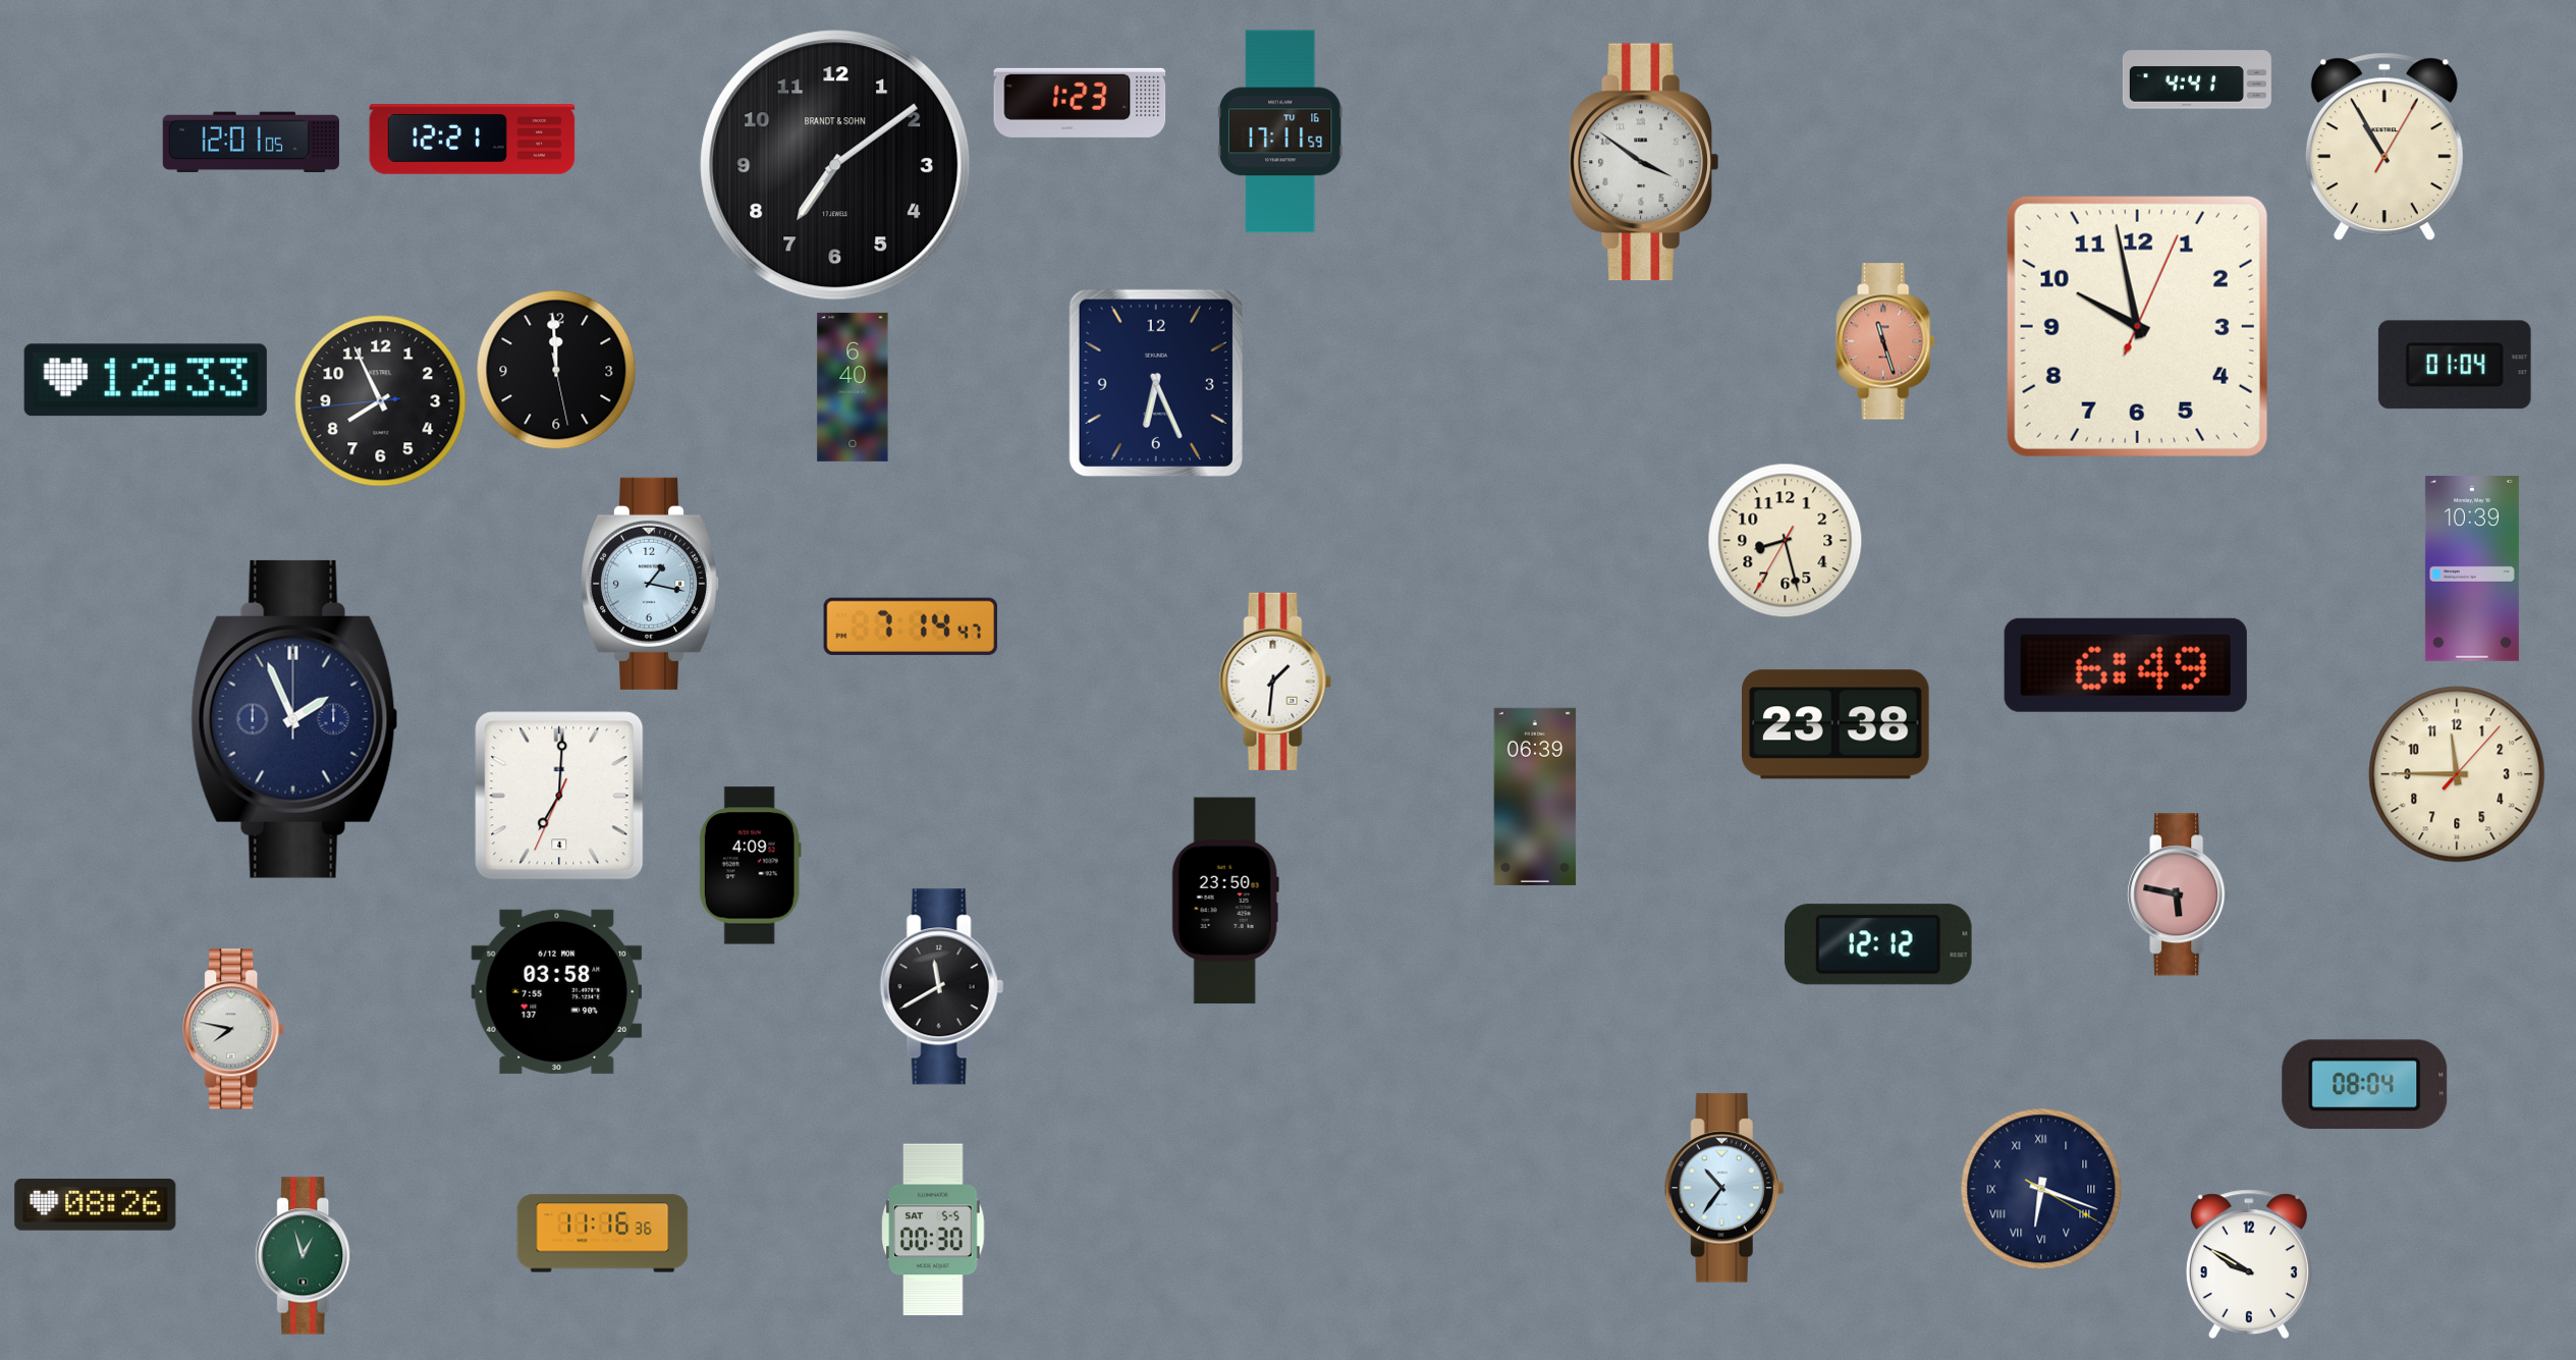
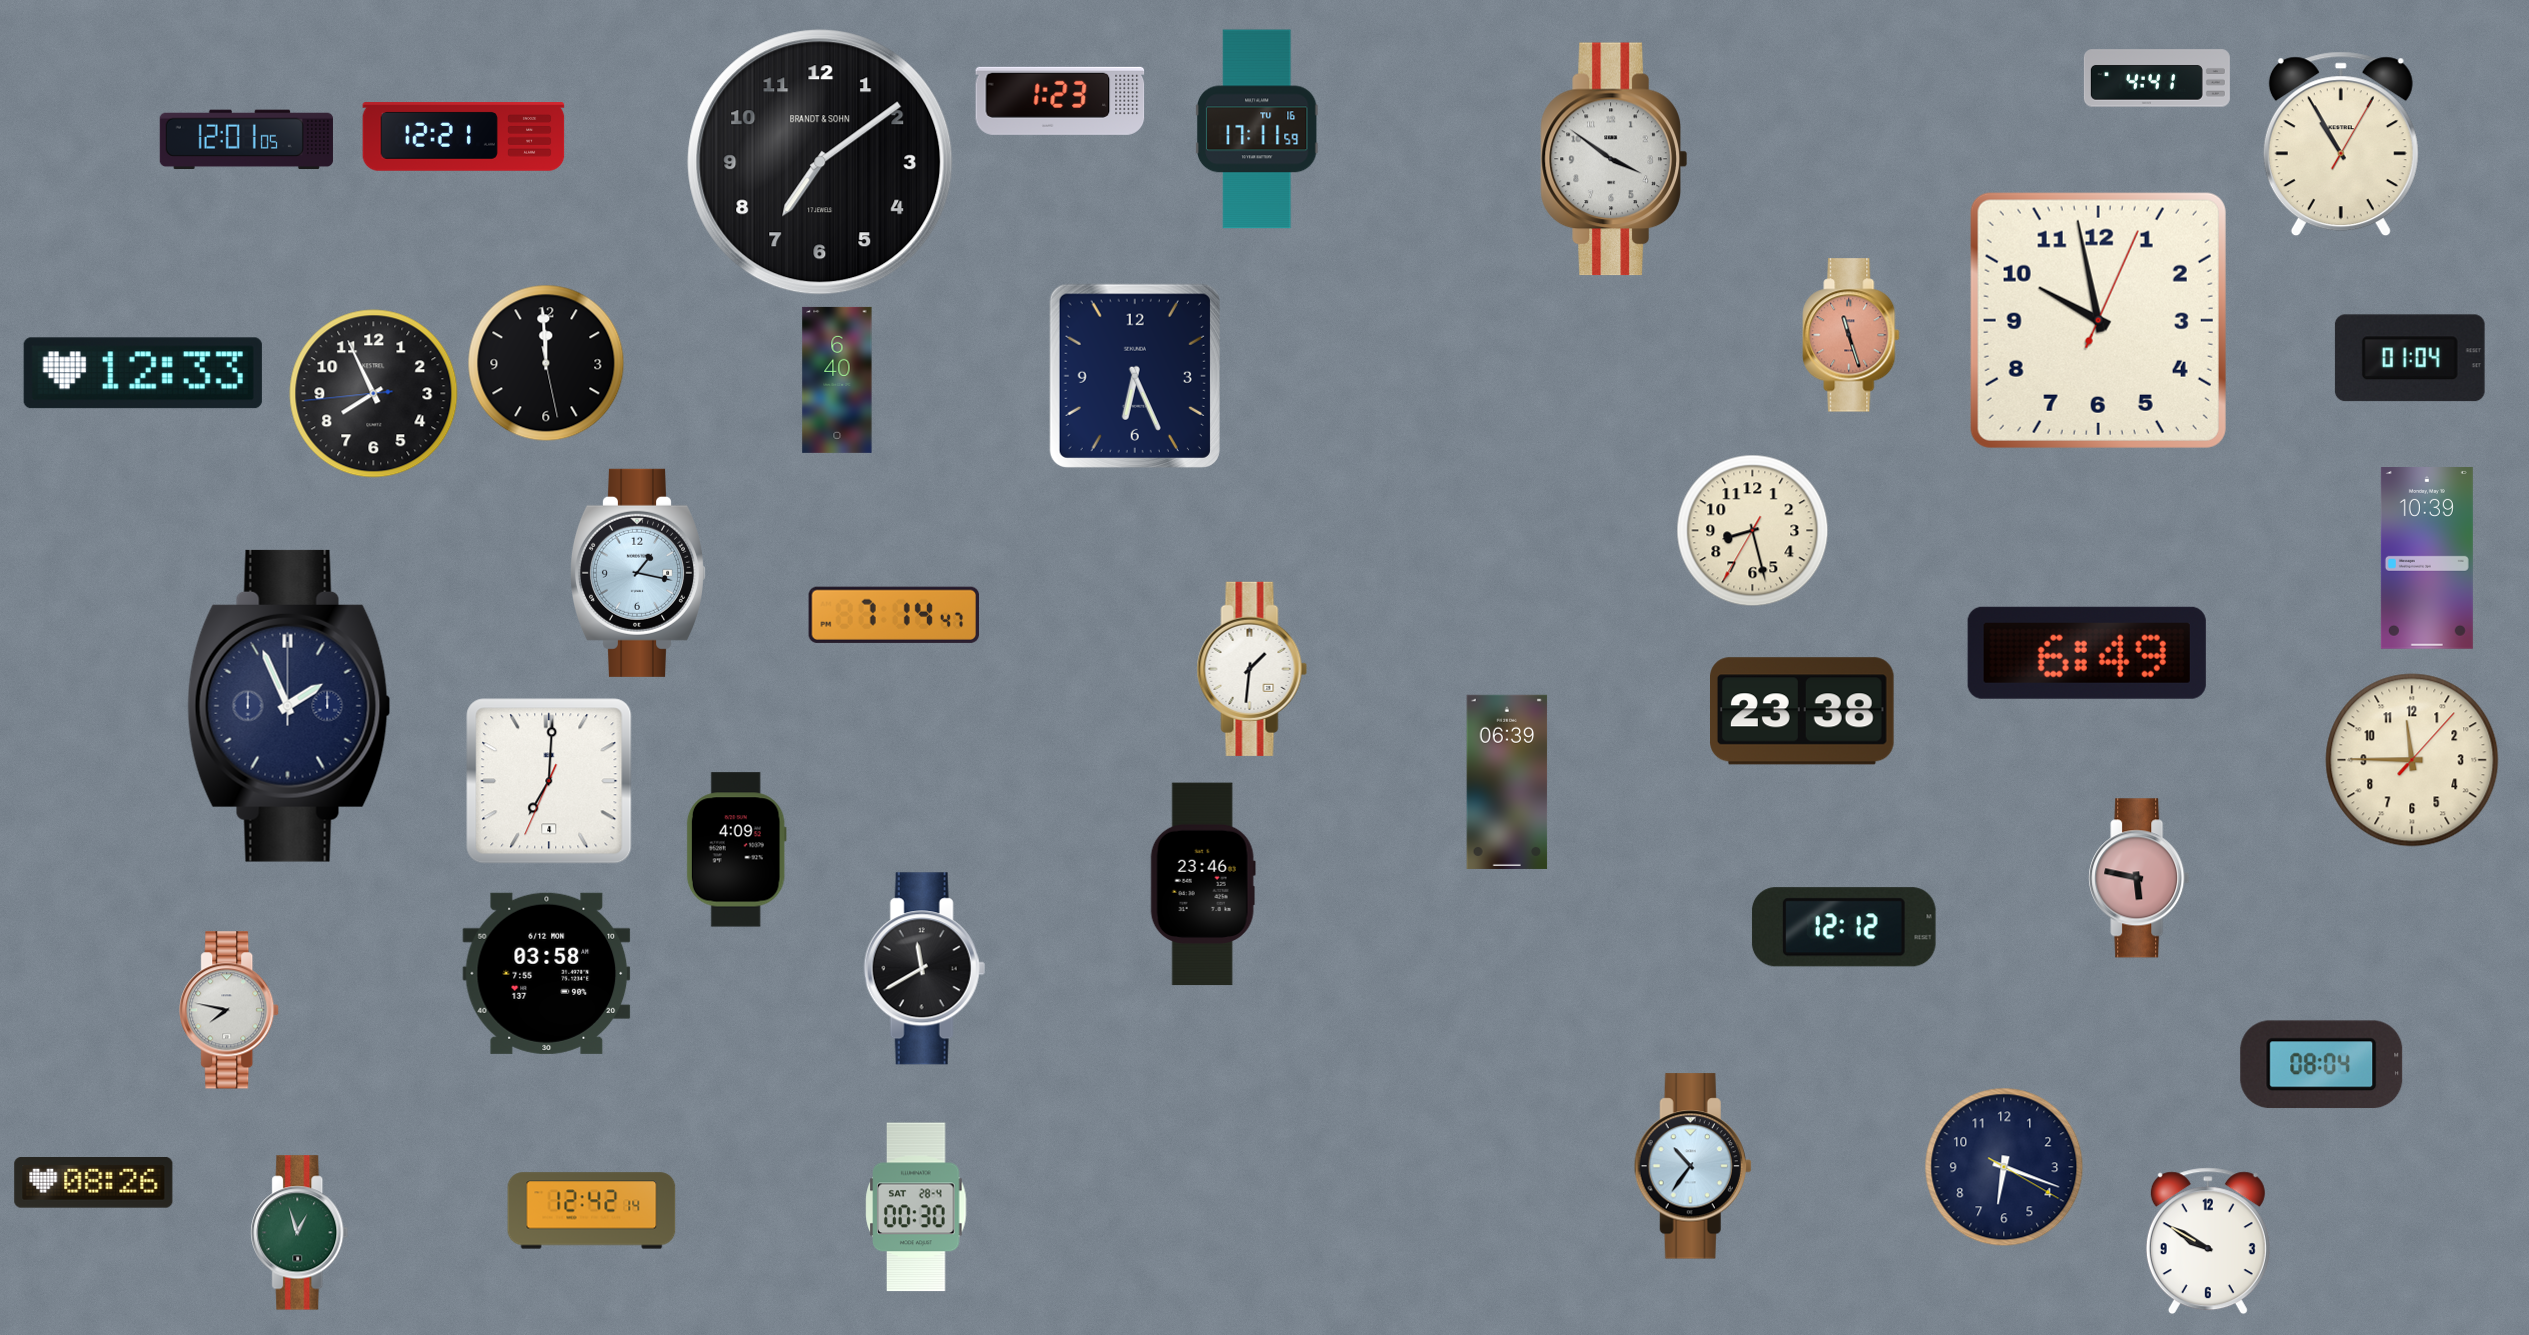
clock at (1225, 901): 23:50 -> 23:46
clock at (2041, 1189) numerals: Roman -> Arabic
clock at (933, 1230) date: SAT 5-5 -> SAT 28-4
clock at (603, 1234): 11:16 -> 12:42
